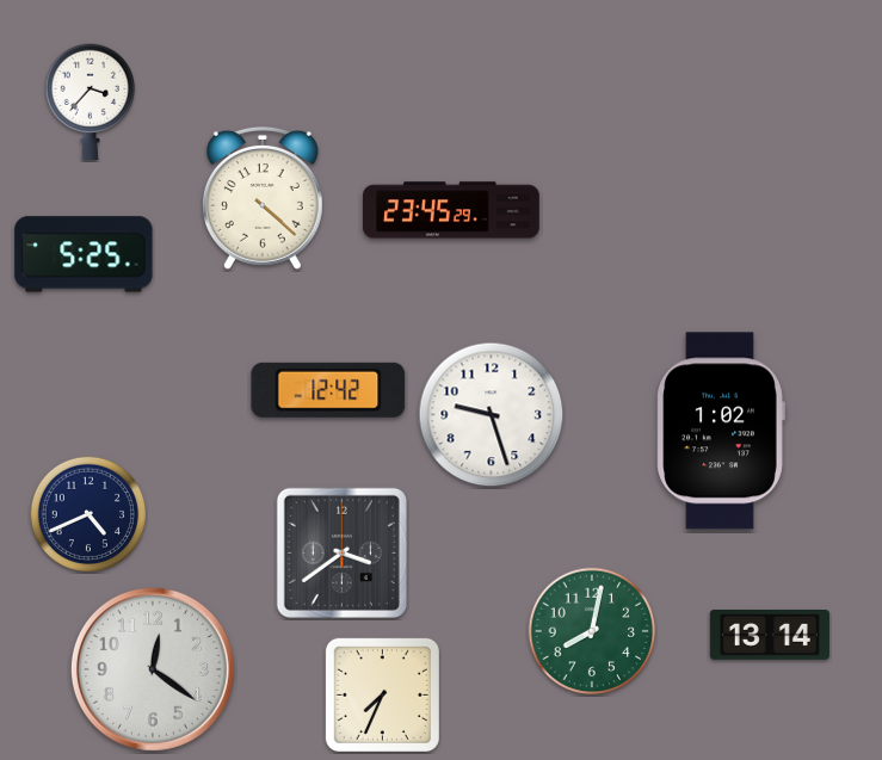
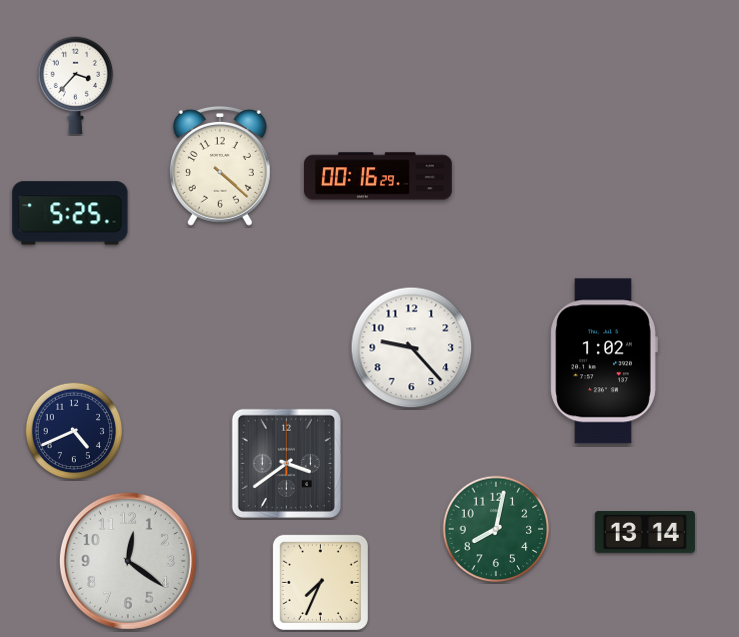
clock at (452, 210): 23:45 -> 00:16
clock at (328, 390): 12:42 -> none
clock at (492, 415): 9:27 -> 9:23
